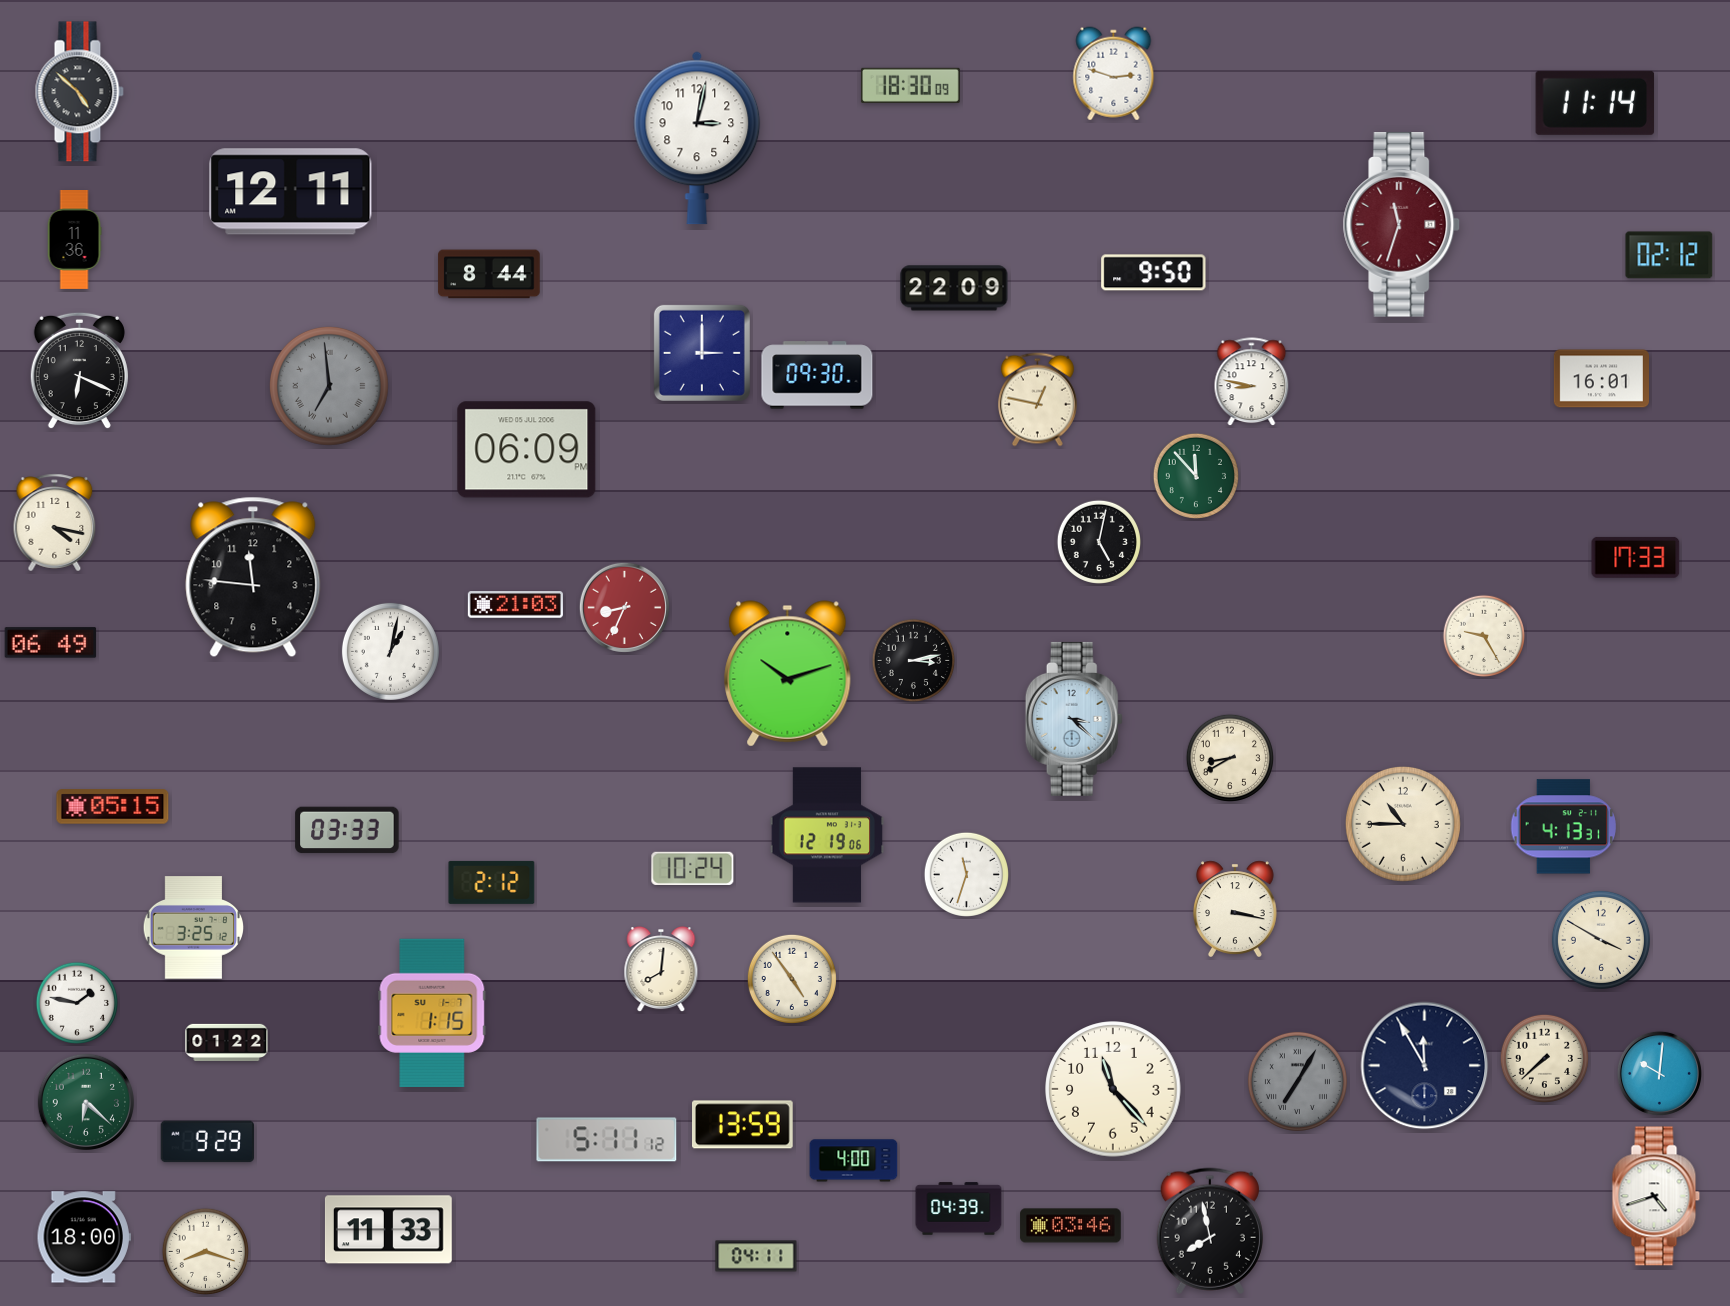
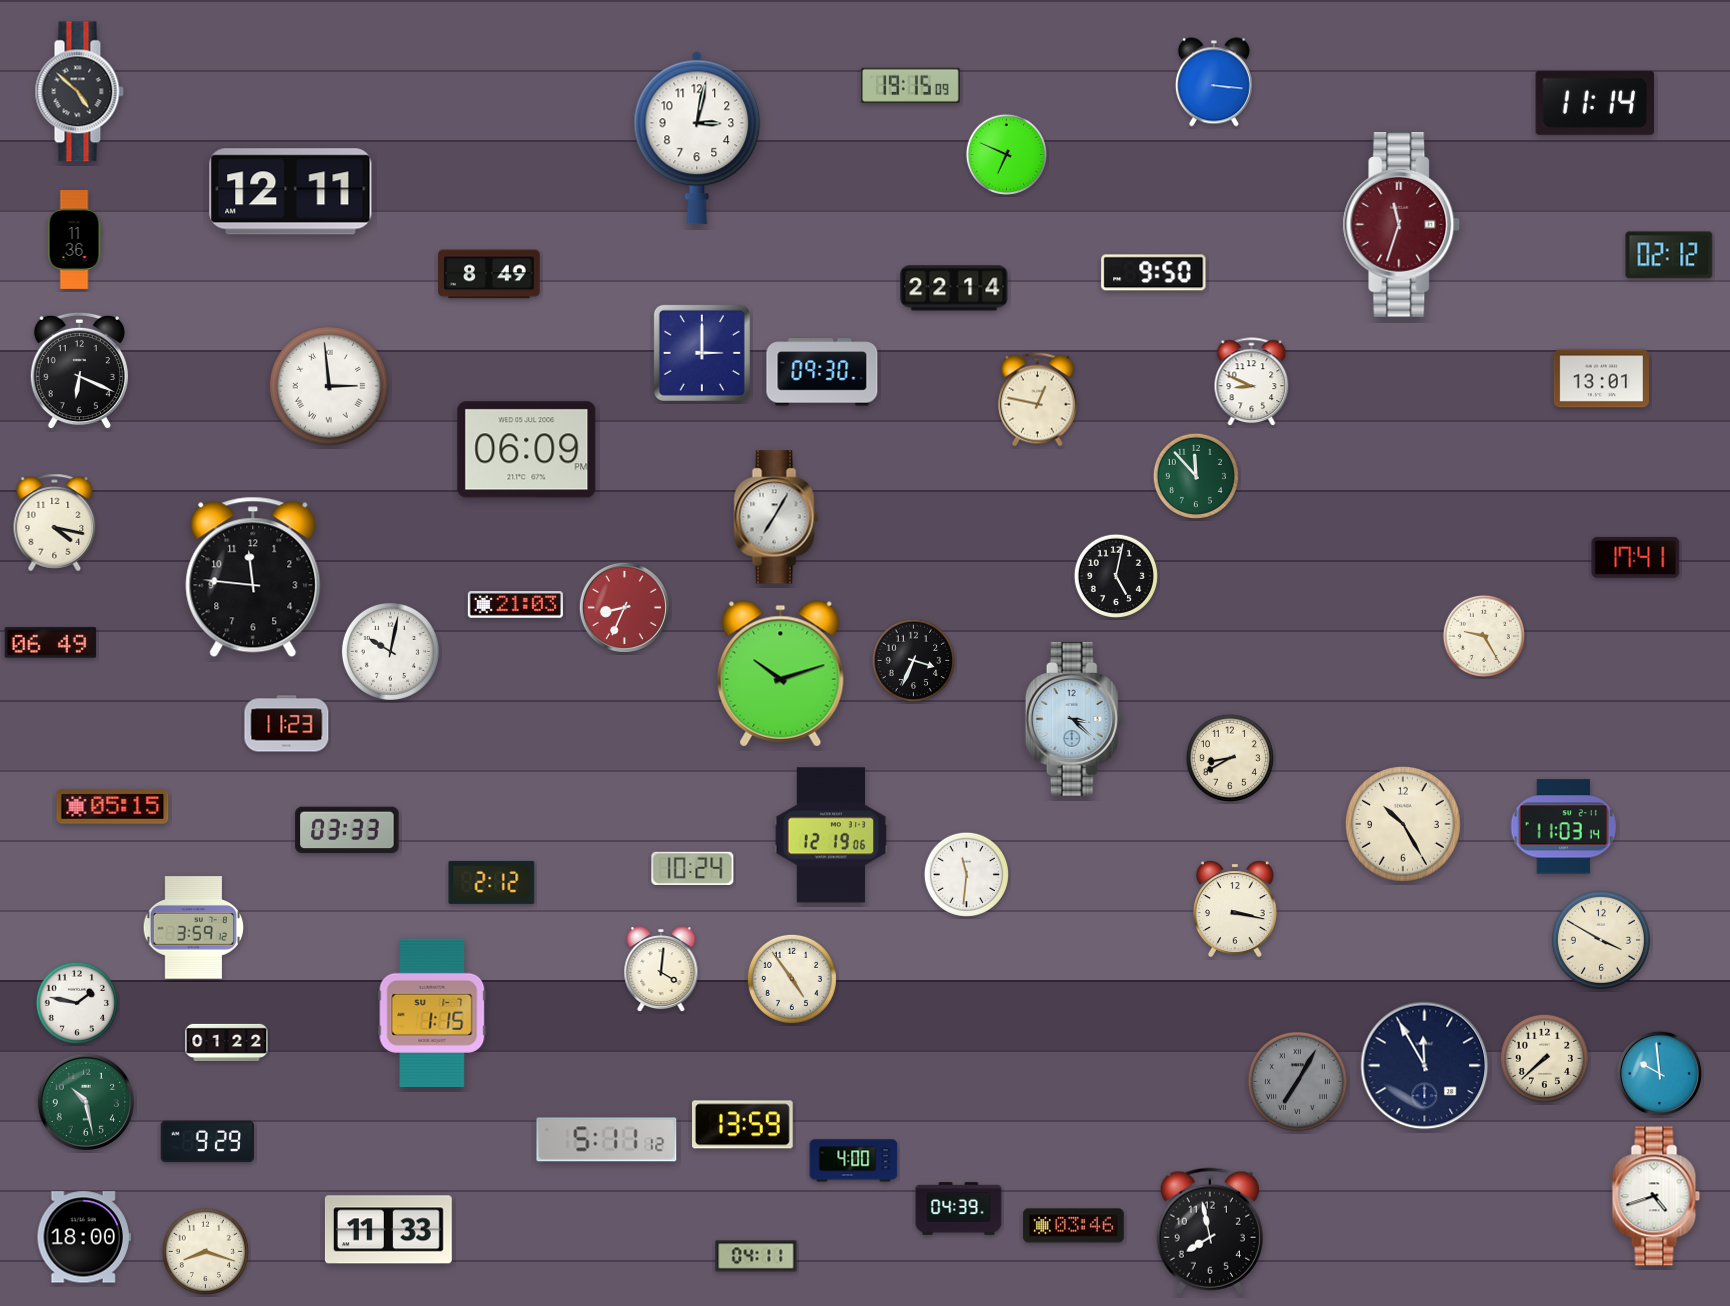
clock at (1114, 74): 2:48 -> none
clock at (1214, 82): none -> 3:16
clock at (910, 85): 18:30 -> 19:15
clock at (1006, 154): none -> 6:49
clock at (489, 274): 8:44 -> 8:49
clock at (954, 288): 22:09 -> 22:14
clock at (817, 375) position: (817, 375) -> (822, 372)
clock at (1601, 379): 16:01 -> 13:01
clock at (1252, 382): 8:47 -> 8:49
clock at (329, 386): 6:59 -> 2:59
clock at (329, 386) dial: grey -> white
clock at (776, 517): none -> 7:05
clock at (1098, 541) position: (1098, 541) -> (1115, 575)
clock at (1636, 557): 17:33 -> 17:41
clock at (390, 651): 1:02 -> 10:02
clock at (913, 660): 3:13 -> 3:34
clock at (788, 674) position: (788, 674) -> (781, 674)
clock at (287, 724): none -> 11:23
clock at (1403, 824): 10:45 -> 10:25
clock at (1564, 827): 4:13 -> 11:03
clock at (827, 835) position: (827, 835) -> (831, 835)
clock at (966, 874): 11:33 -> 11:31
clock at (194, 928): 3:25 -> 3:59
clock at (661, 970): 8:01 -> 4:01
clock at (1659, 1073): 10:01 -> 9:59
clock at (1113, 1089): 11:23 -> none
clock at (86, 1102): 6:22 -> 10:28
clock at (1071, 1226) position: (1071, 1226) -> (1074, 1226)
